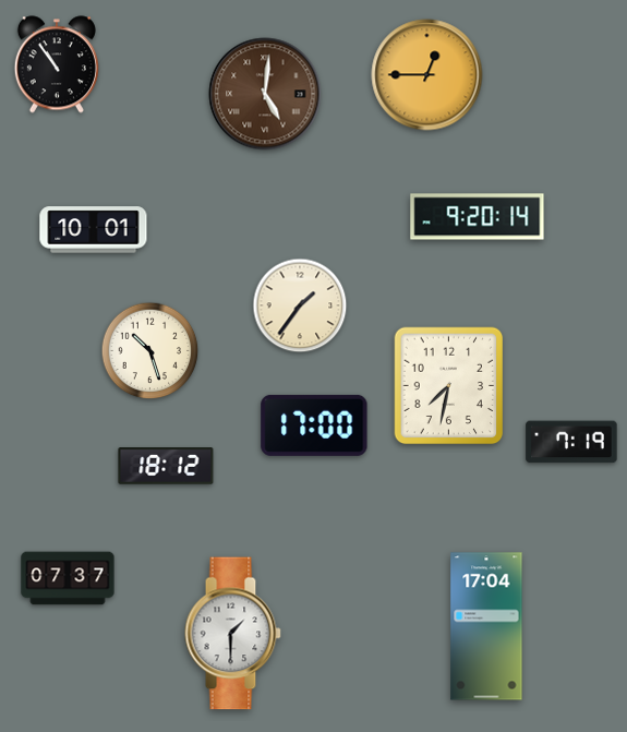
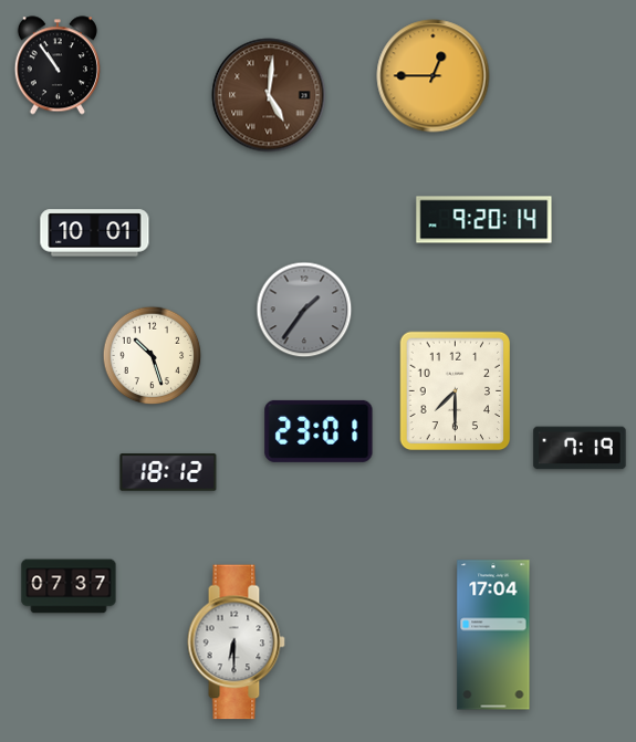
clock at (300, 305) dial: cream -> grey
clock at (449, 386): 7:32 -> 7:30
clock at (314, 425): 17:00 -> 23:01
clock at (232, 634): 1:30 -> 6:30
